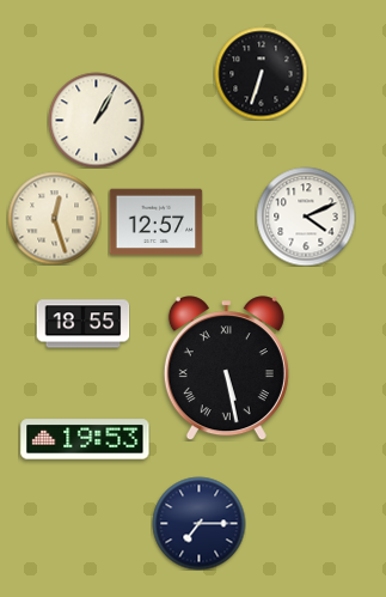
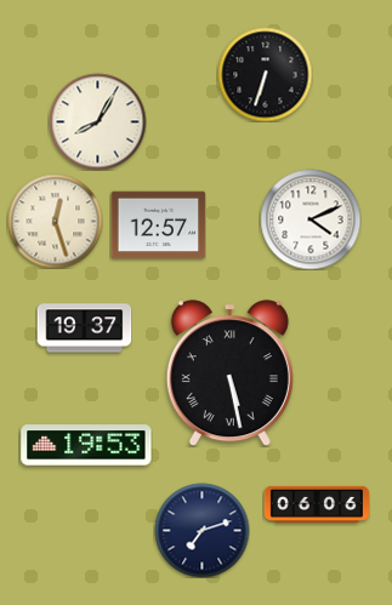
clock at (96, 120): 1:05 -> 8:05
clock at (82, 324): 18:55 -> 19:37
clock at (317, 504): none -> 06:06
clock at (198, 523): 7:15 -> 7:12
